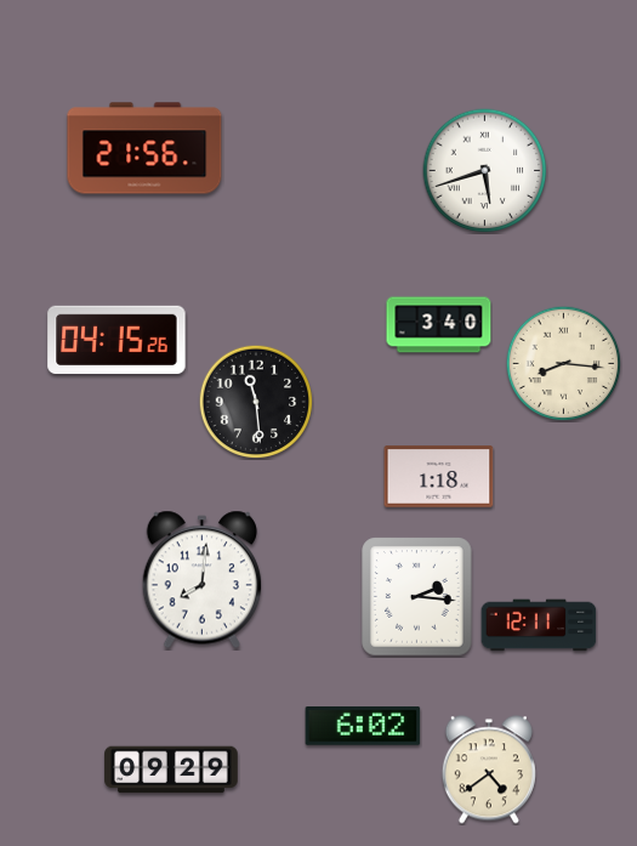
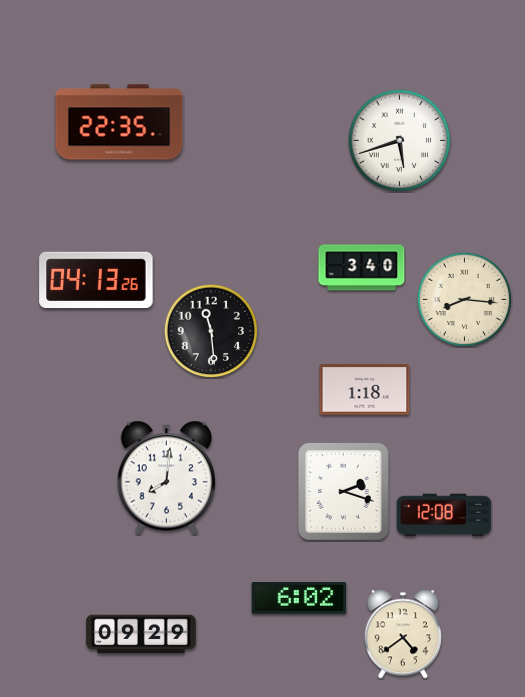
clock at (144, 148): 21:56 -> 22:35
clock at (116, 339): 04:15 -> 04:13
clock at (439, 477) position: (439, 477) -> (365, 390)
clock at (417, 597): 2:16 -> 2:18
clock at (539, 625): 12:11 -> 12:08
